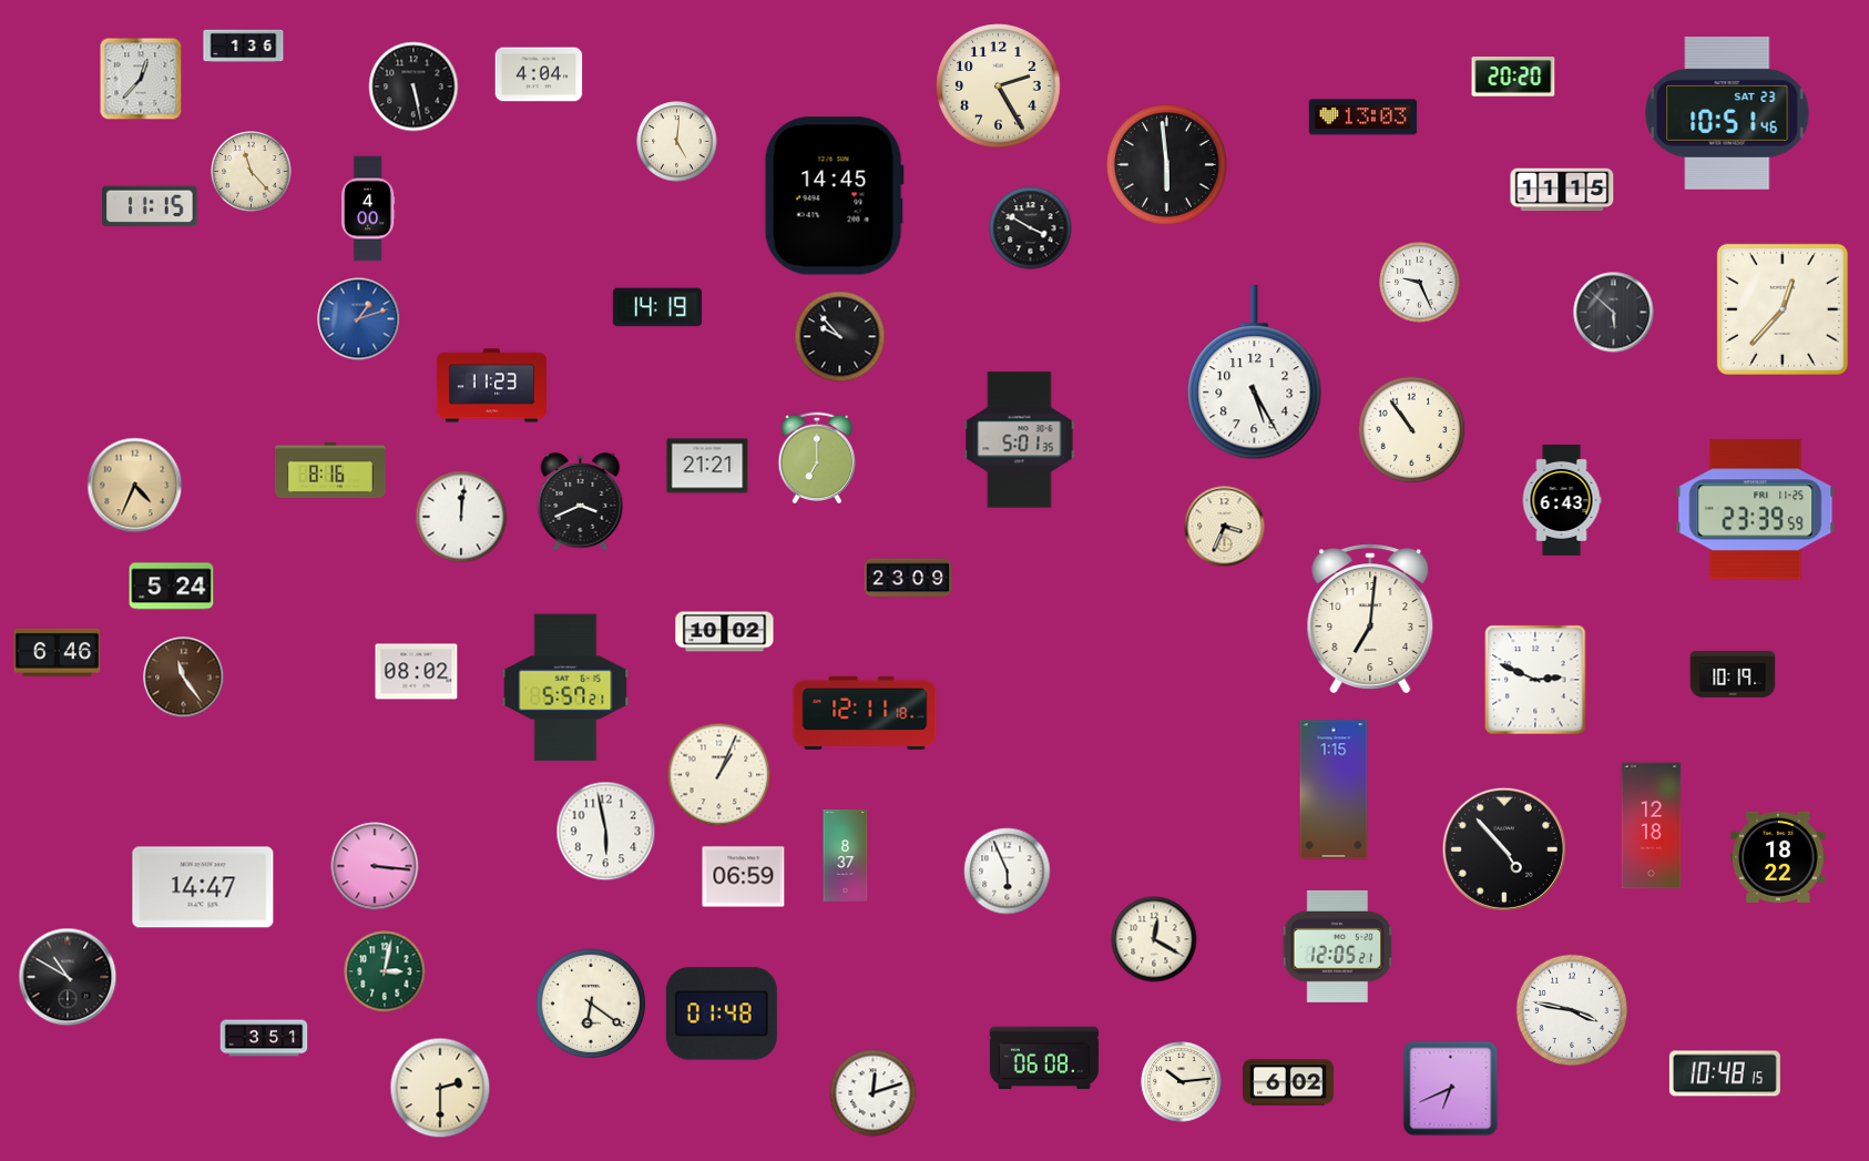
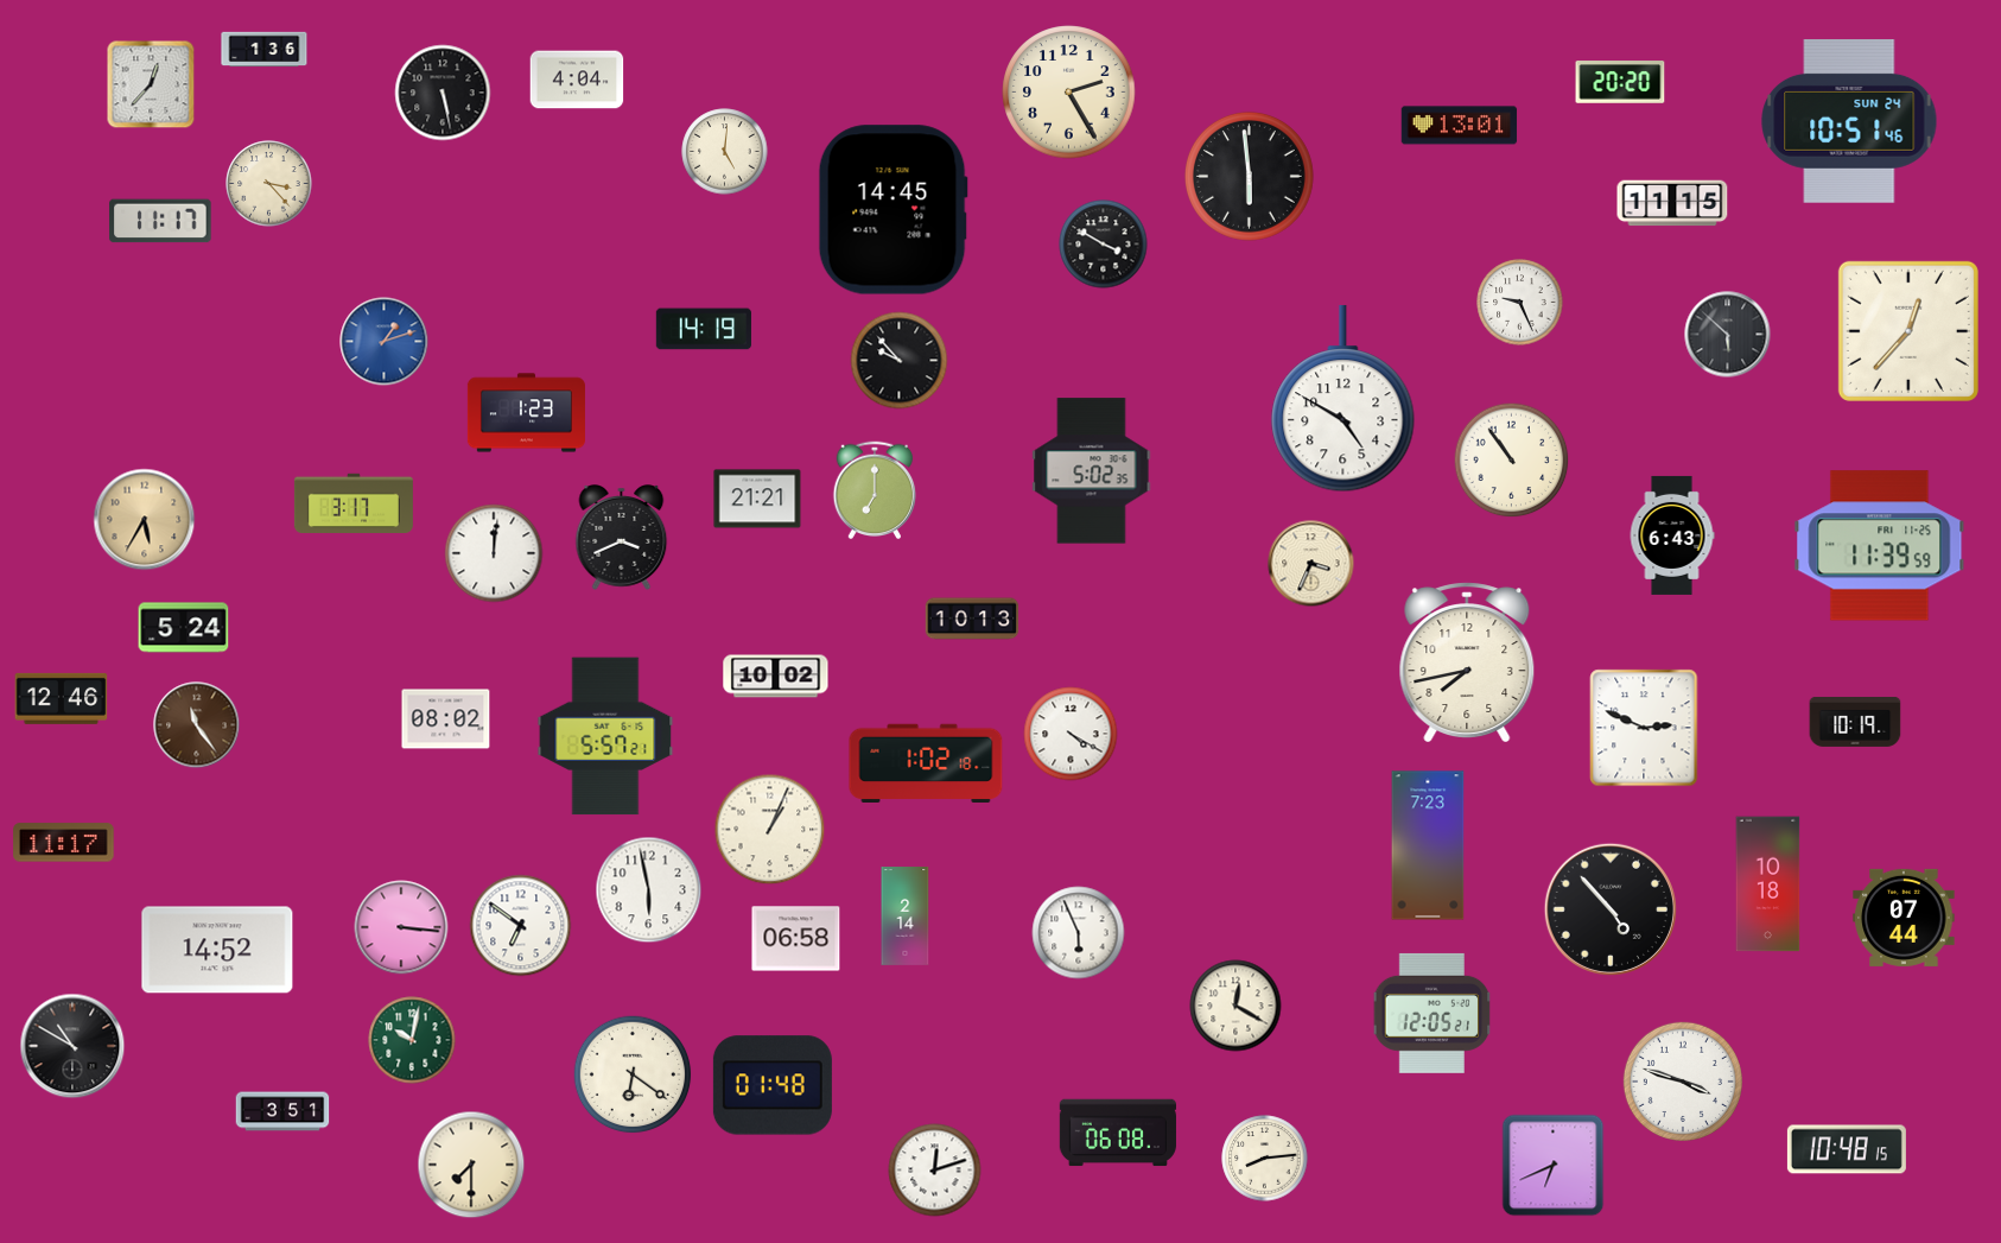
clock at (244, 47) position: (244, 47) -> (265, 50)
clock at (1727, 114) date: SAT 23 -> SUN 24
clock at (1364, 118): 13:03 -> 13:01
clock at (252, 172): 11:23 -> 3:23
clock at (150, 206): 11:15 -> 11:17
clock at (368, 208): 4:00 -> none
clock at (1255, 373): 5:25 -> 4:50
clock at (491, 386): 11:23 -> 1:23
clock at (1020, 440): 5:01 -> 5:02
clock at (330, 469): 8:16 -> 3:17
clock at (135, 486): 4:34 -> 5:35
clock at (1756, 510): 23:39 -> 11:39
clock at (908, 578): 23:09 -> 10:13
clock at (1370, 619): 7:01 -> 7:43
clock at (58, 652): 6:46 -> 12:46
clock at (1071, 734): none -> 4:20
clock at (865, 712): 12:11 -> 1:02
clock at (64, 843): none -> 11:17
clock at (1334, 790): 1:15 -> 7:23
clock at (1652, 826): 12:18 -> 10:18
clock at (846, 856): 8:37 -> 2:14
clock at (1778, 857): 18:22 -> 07:44
clock at (521, 926): none -> 6:51
clock at (744, 877): 06:59 -> 06:58
clock at (203, 887): 14:47 -> 14:52
clock at (385, 971): 3:02 -> 10:02
clock at (1571, 1009): 3:47 -> 3:48
clock at (1182, 1082): 10:14 -> 8:14
clock at (1288, 1082): 6:02 -> none
clock at (440, 1088): 2:30 -> 7:30
